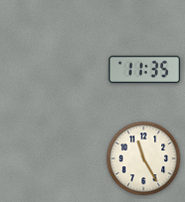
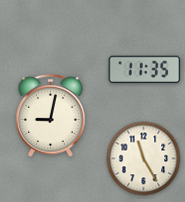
clock at (51, 116): none -> 9:02
